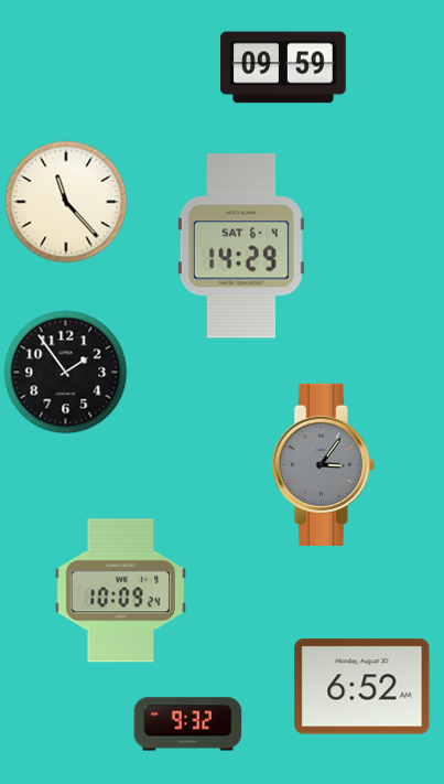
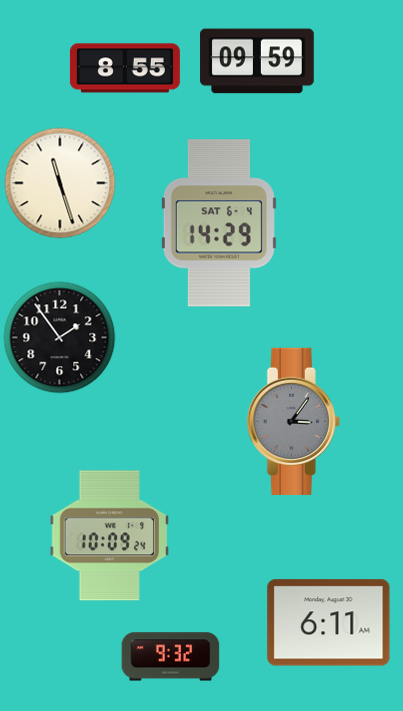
clock at (125, 68): none -> 8:55
clock at (66, 202): 11:23 -> 11:27
clock at (362, 687): 6:52 -> 6:11
